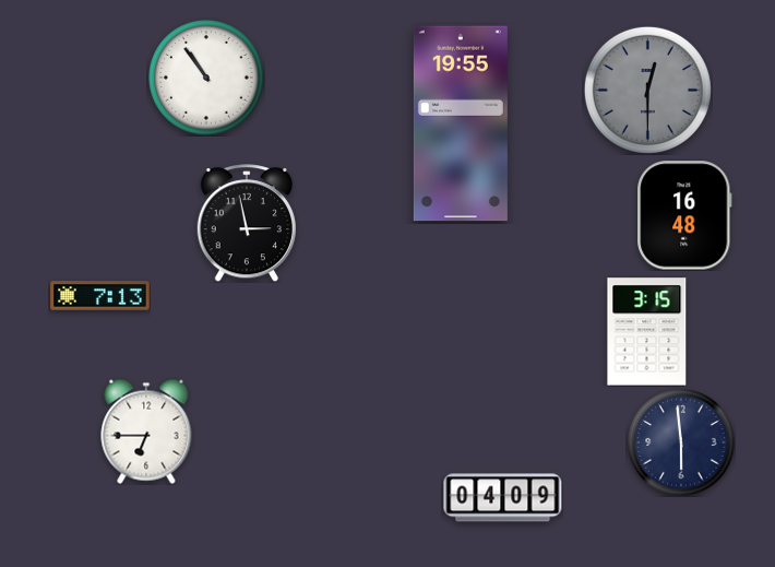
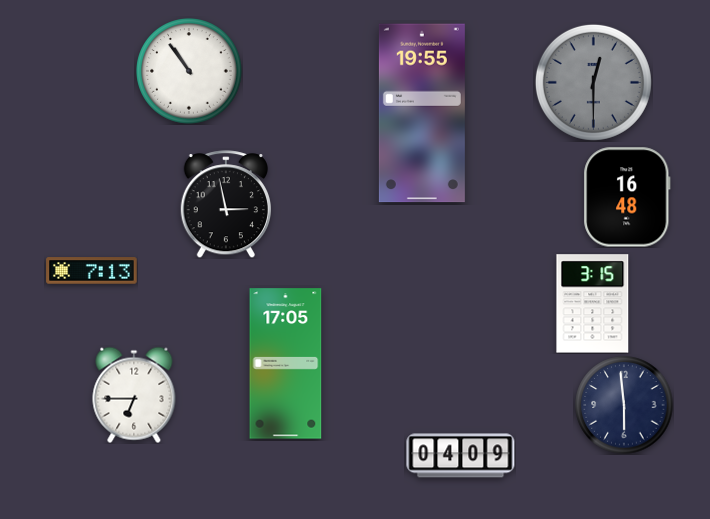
clock at (286, 364): none -> 17:05
